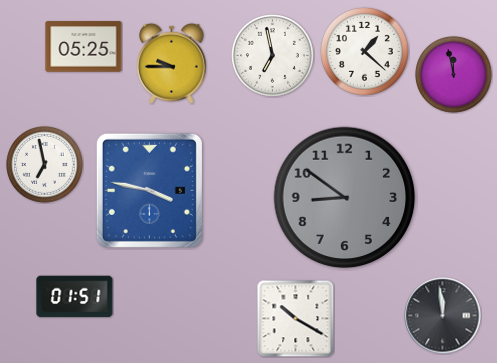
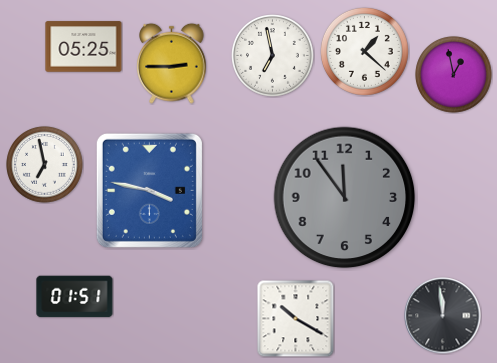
clock at (172, 63): 9:45 -> 2:45
clock at (454, 75): 11:58 -> 12:58
clock at (345, 198): 8:51 -> 11:54
